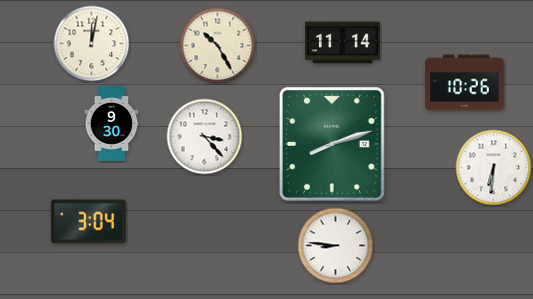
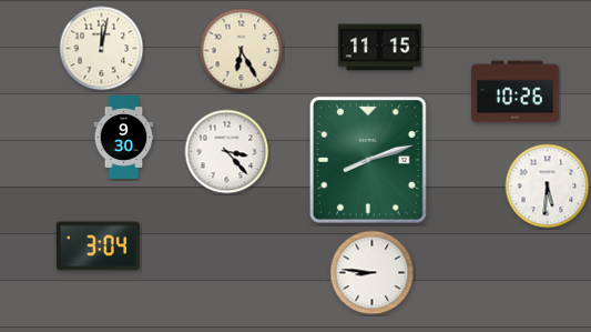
clock at (342, 43): 11:14 -> 11:15
clock at (218, 46): 10:25 -> 6:25
clock at (494, 168): 6:31 -> 5:31
